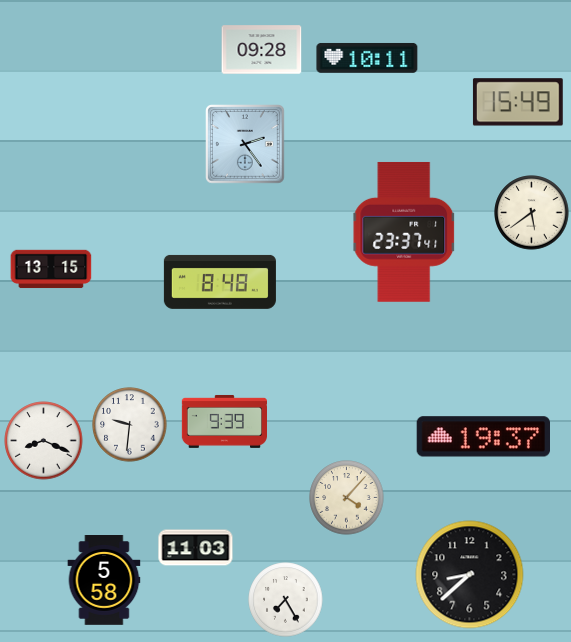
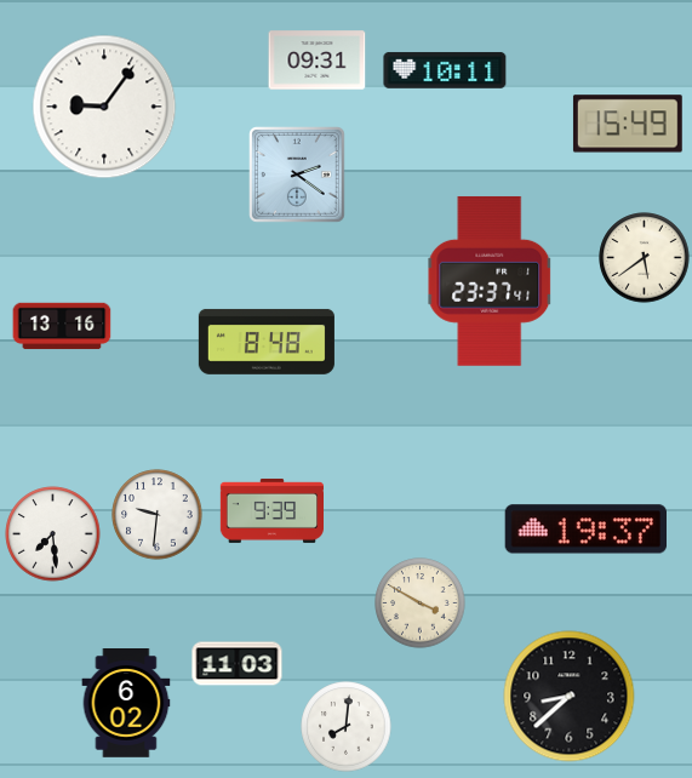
clock at (262, 50): 09:28 -> 09:31
clock at (104, 107): none -> 9:06
clock at (246, 145): 2:24 -> 2:21
clock at (51, 269): 13:15 -> 13:16
clock at (44, 441): 8:19 -> 7:29
clock at (347, 498): 4:07 -> 3:50
clock at (104, 581): 5:58 -> 6:02
clock at (286, 600): 7:25 -> 8:01
